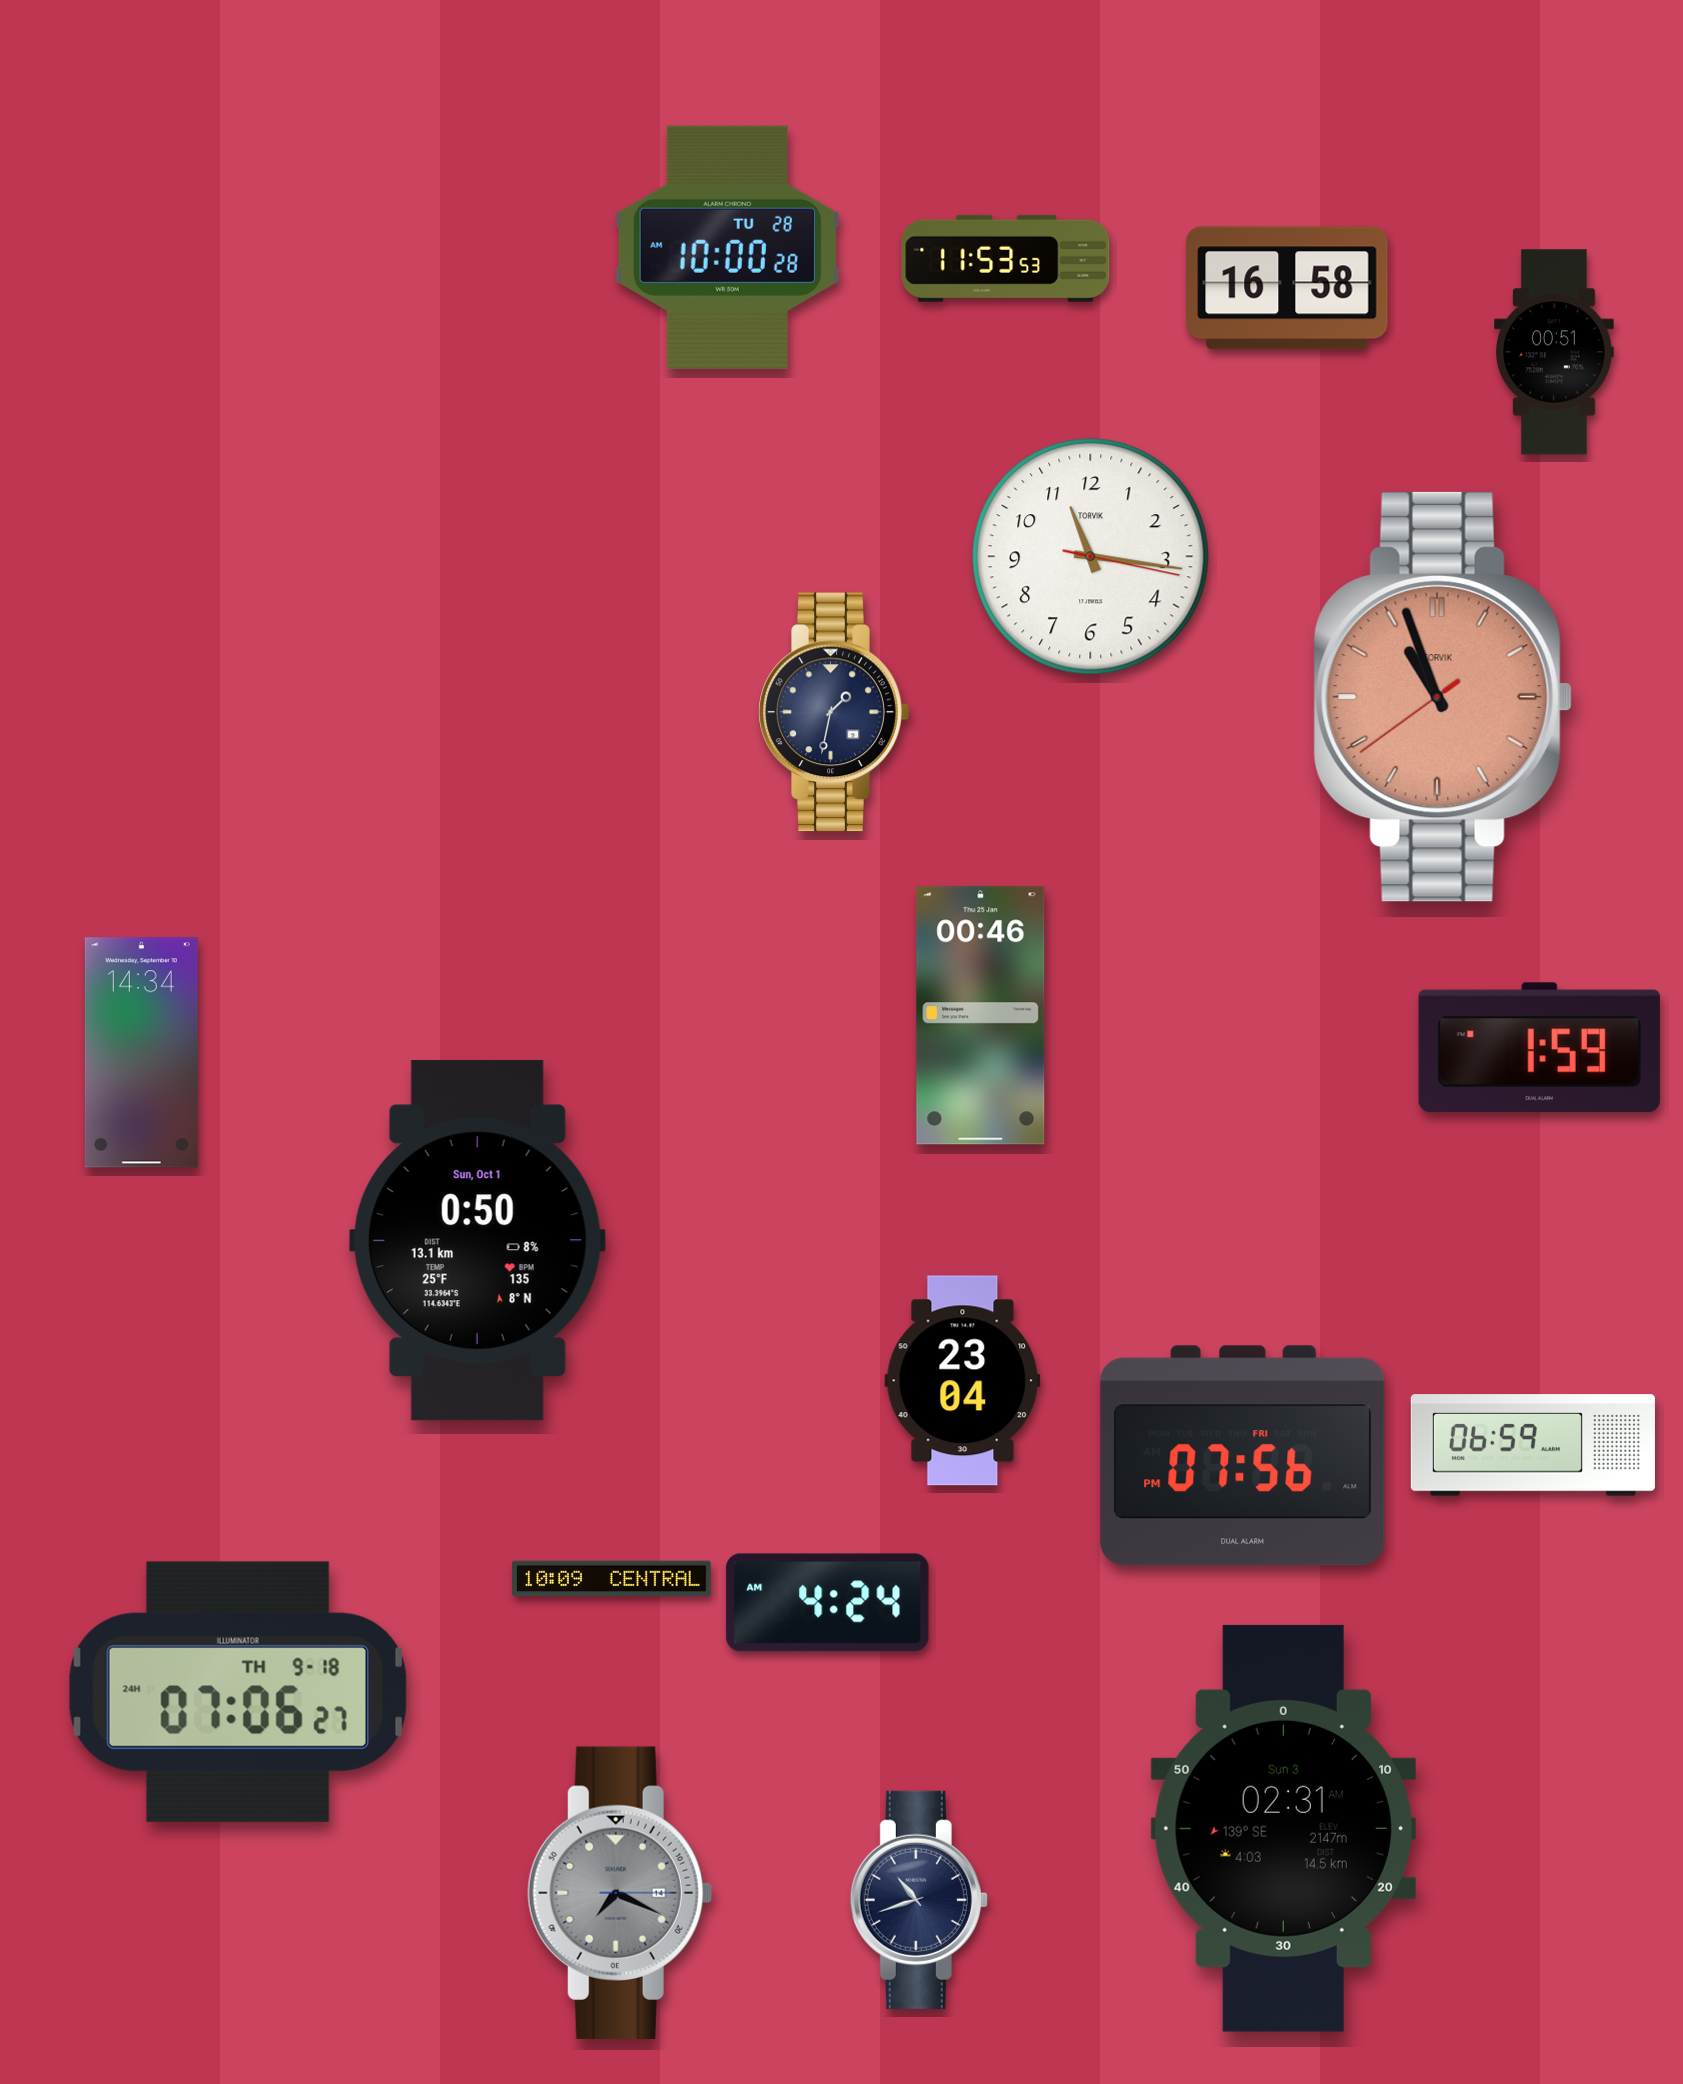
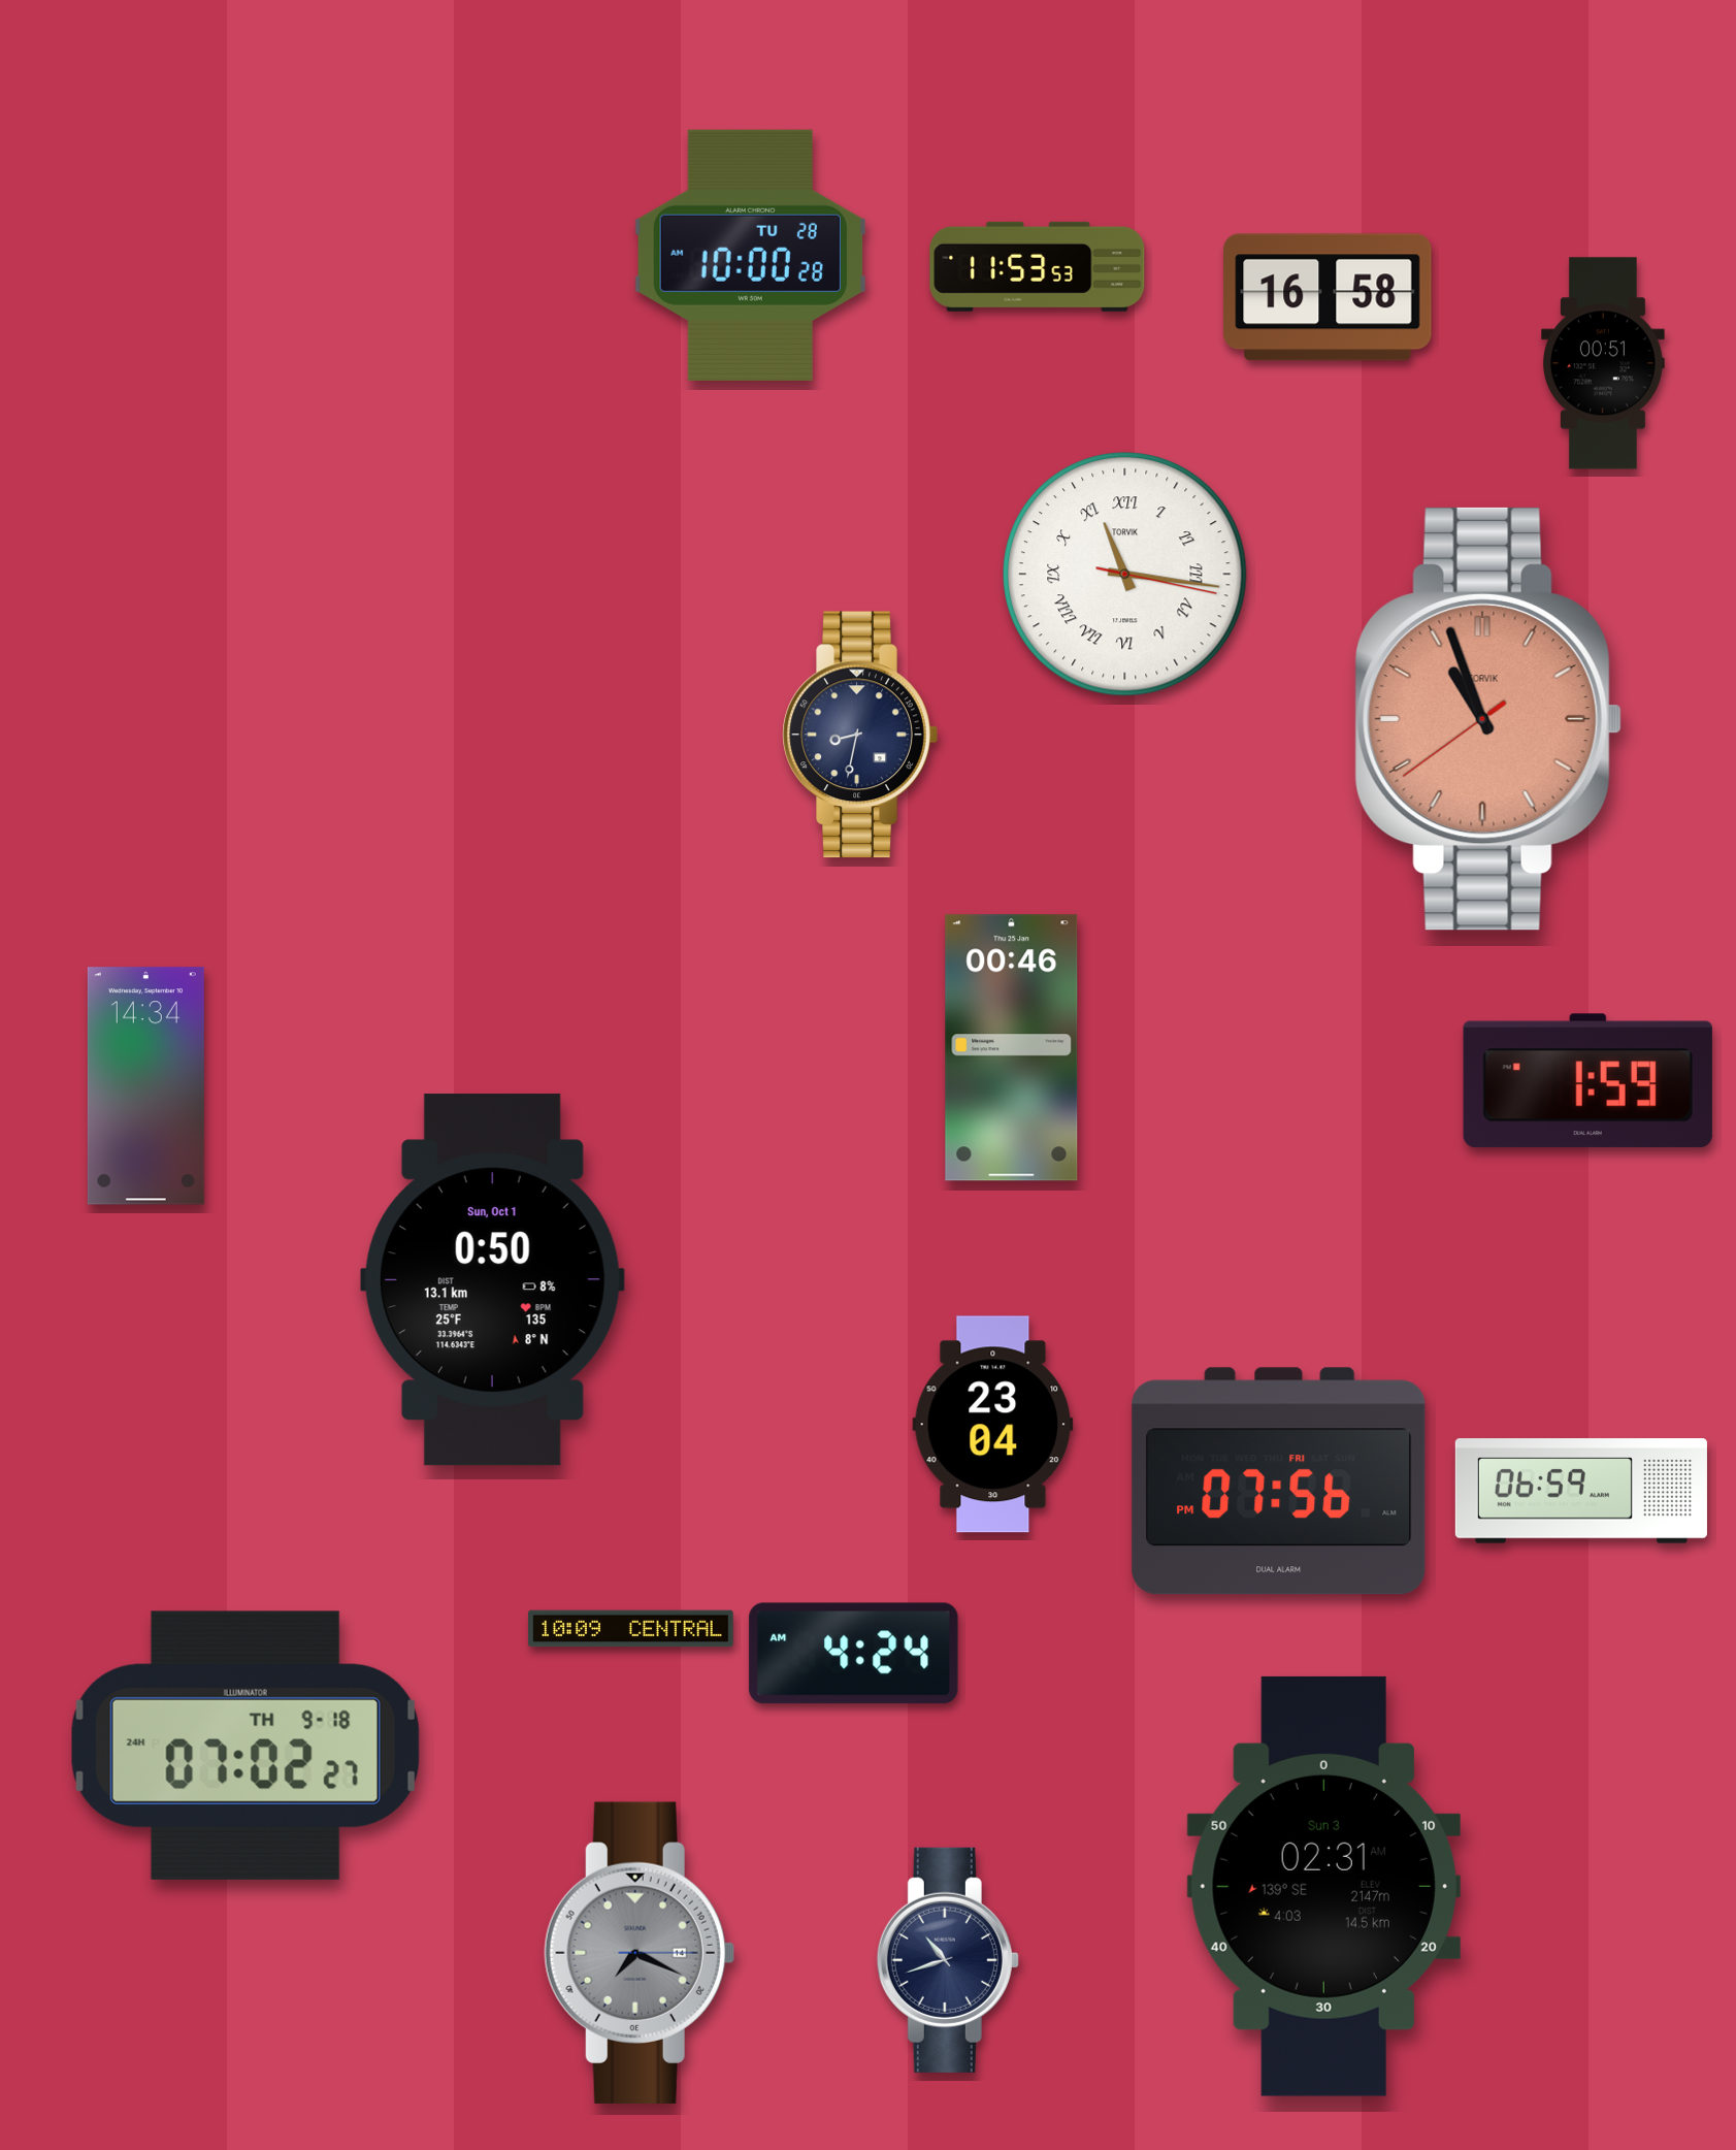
clock at (1091, 557) numerals: Arabic -> Roman
clock at (834, 712): 1:32 -> 8:32
clock at (1243, 1456) position: (1243, 1456) -> (1279, 1481)
clock at (238, 1692): 07:06 -> 07:02
